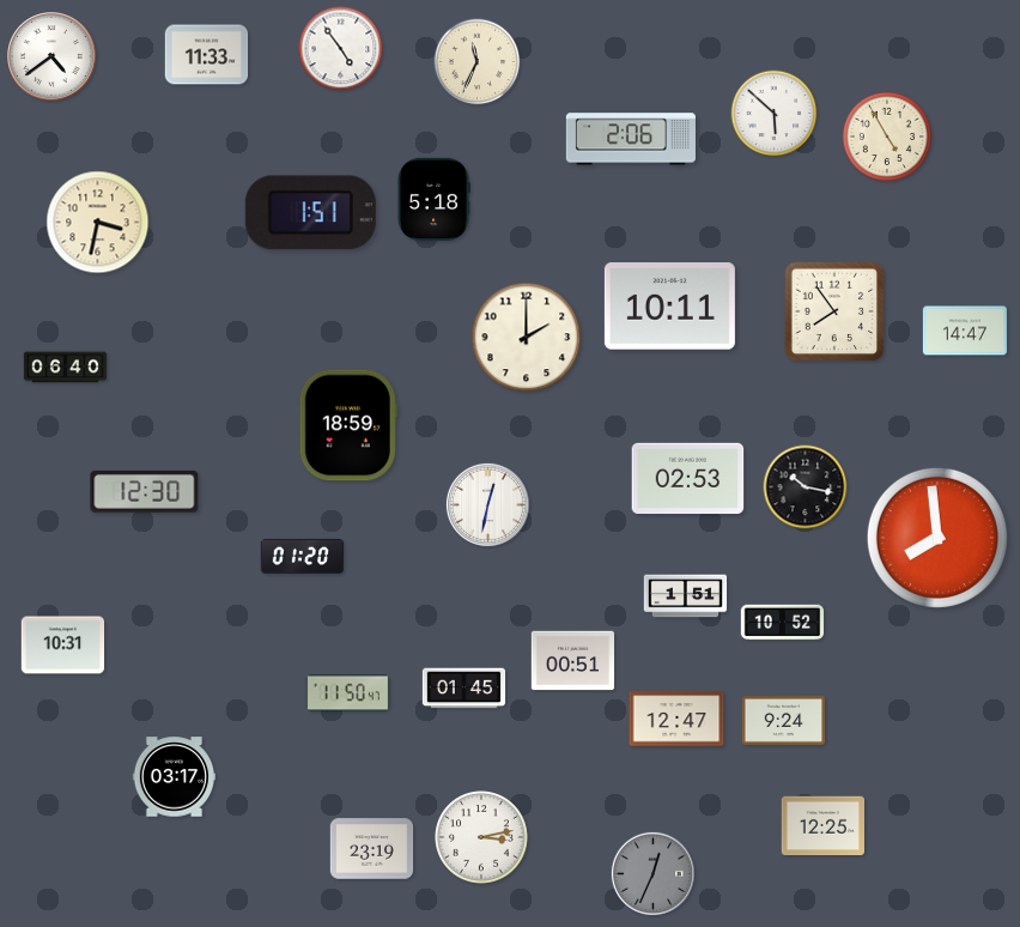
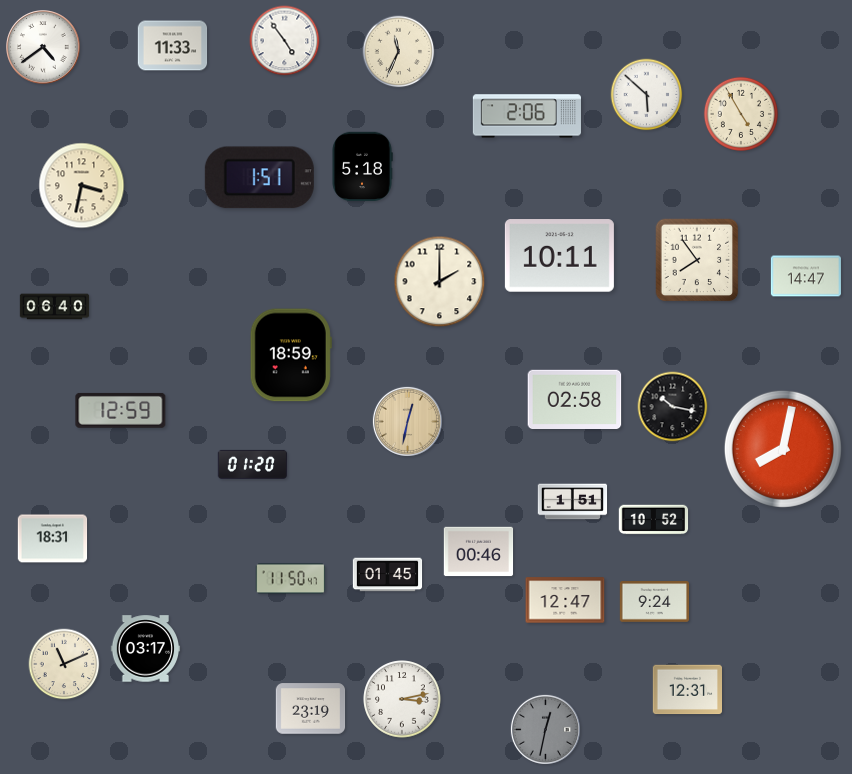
clock at (688, 478): 02:53 -> 02:58
clock at (145, 491): 12:30 -> 12:59
clock at (487, 504) dial: white -> champagne
clock at (937, 538): 7:59 -> 8:02
clock at (686, 596) position: (686, 596) -> (573, 502)
clock at (63, 646): 10:31 -> 18:31
clock at (573, 661): 00:51 -> 00:46
clock at (64, 664): none -> 11:11
clock at (824, 826): 12:25 -> 12:31
clock at (652, 873): 12:34 -> 12:32
